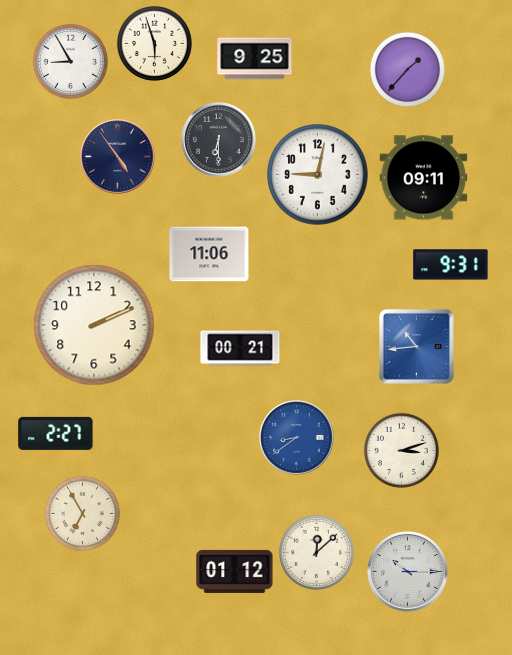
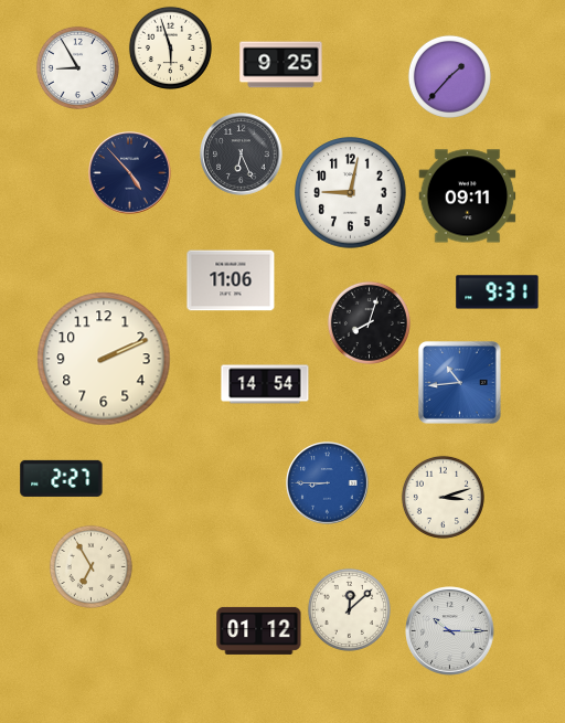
clock at (219, 140): 6:30 -> 6:26
clock at (118, 157): 4:54 -> 4:53
clock at (369, 322): none -> 8:03
clock at (240, 348): 00:21 -> 14:54
clock at (297, 438): 8:39 -> 8:45
